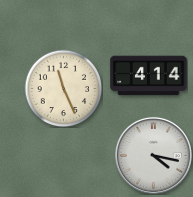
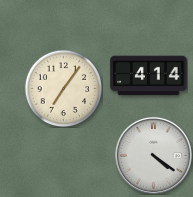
clock at (63, 88): 11:26 -> 7:06
clock at (153, 155): 4:17 -> 4:21
